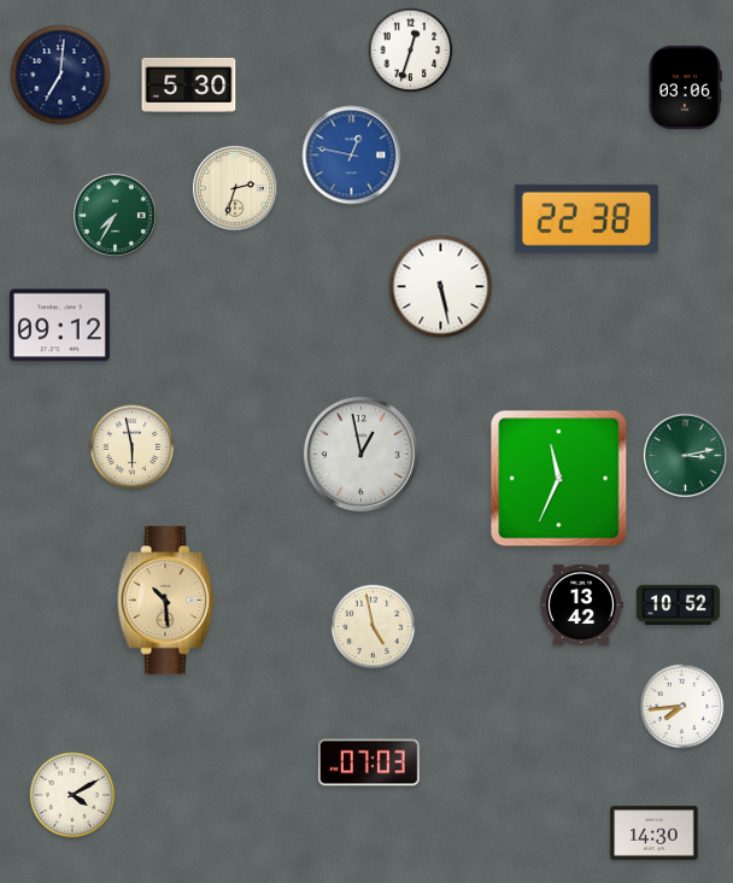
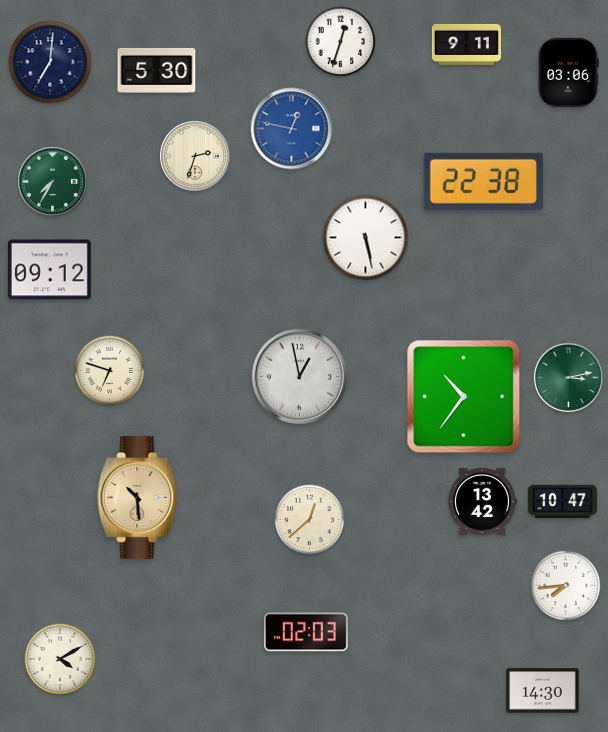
clock at (466, 44): none -> 9:11
clock at (115, 215) position: (115, 215) -> (52, 181)
clock at (586, 218) position: (586, 218) -> (483, 181)
clock at (133, 448): 5:58 -> 6:48
clock at (559, 479): 11:34 -> 10:36
clock at (678, 606): 10:52 -> 10:47
clock at (374, 627): 4:58 -> 12:38
clock at (370, 762): 07:03 -> 02:03
